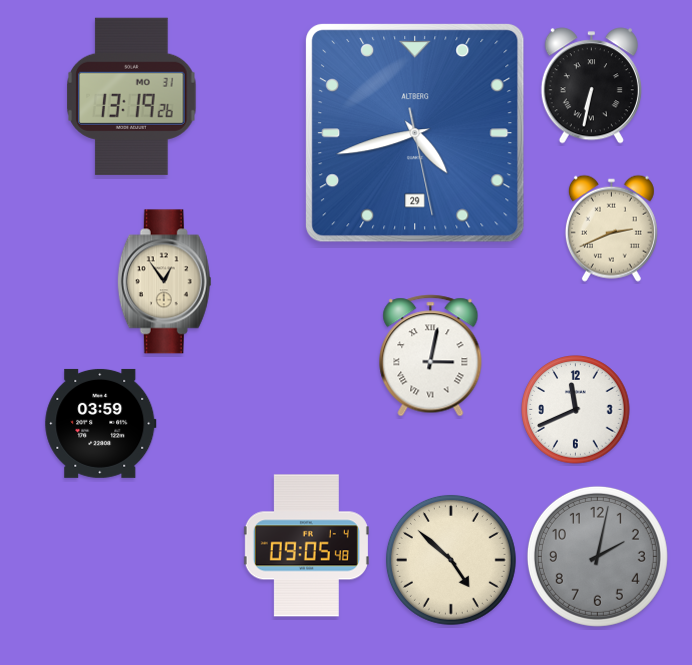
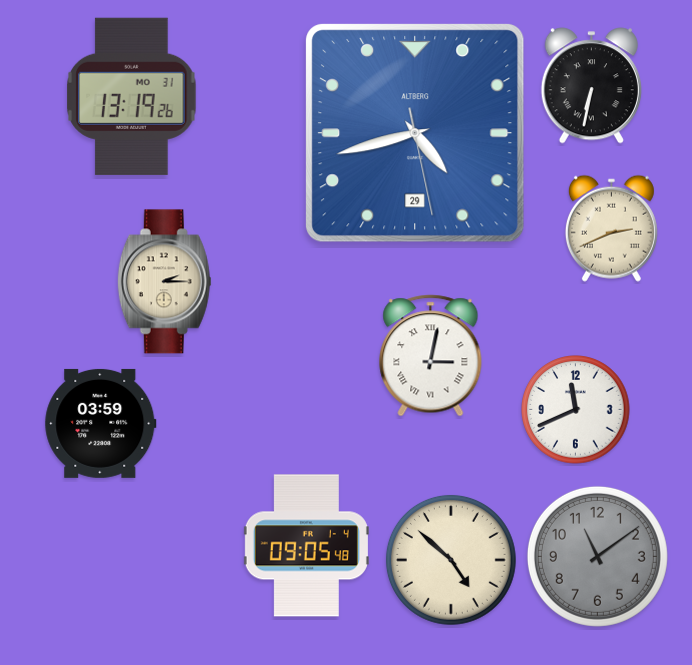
clock at (164, 282): 12:54 -> 2:15
clock at (597, 556): 2:02 -> 11:09
